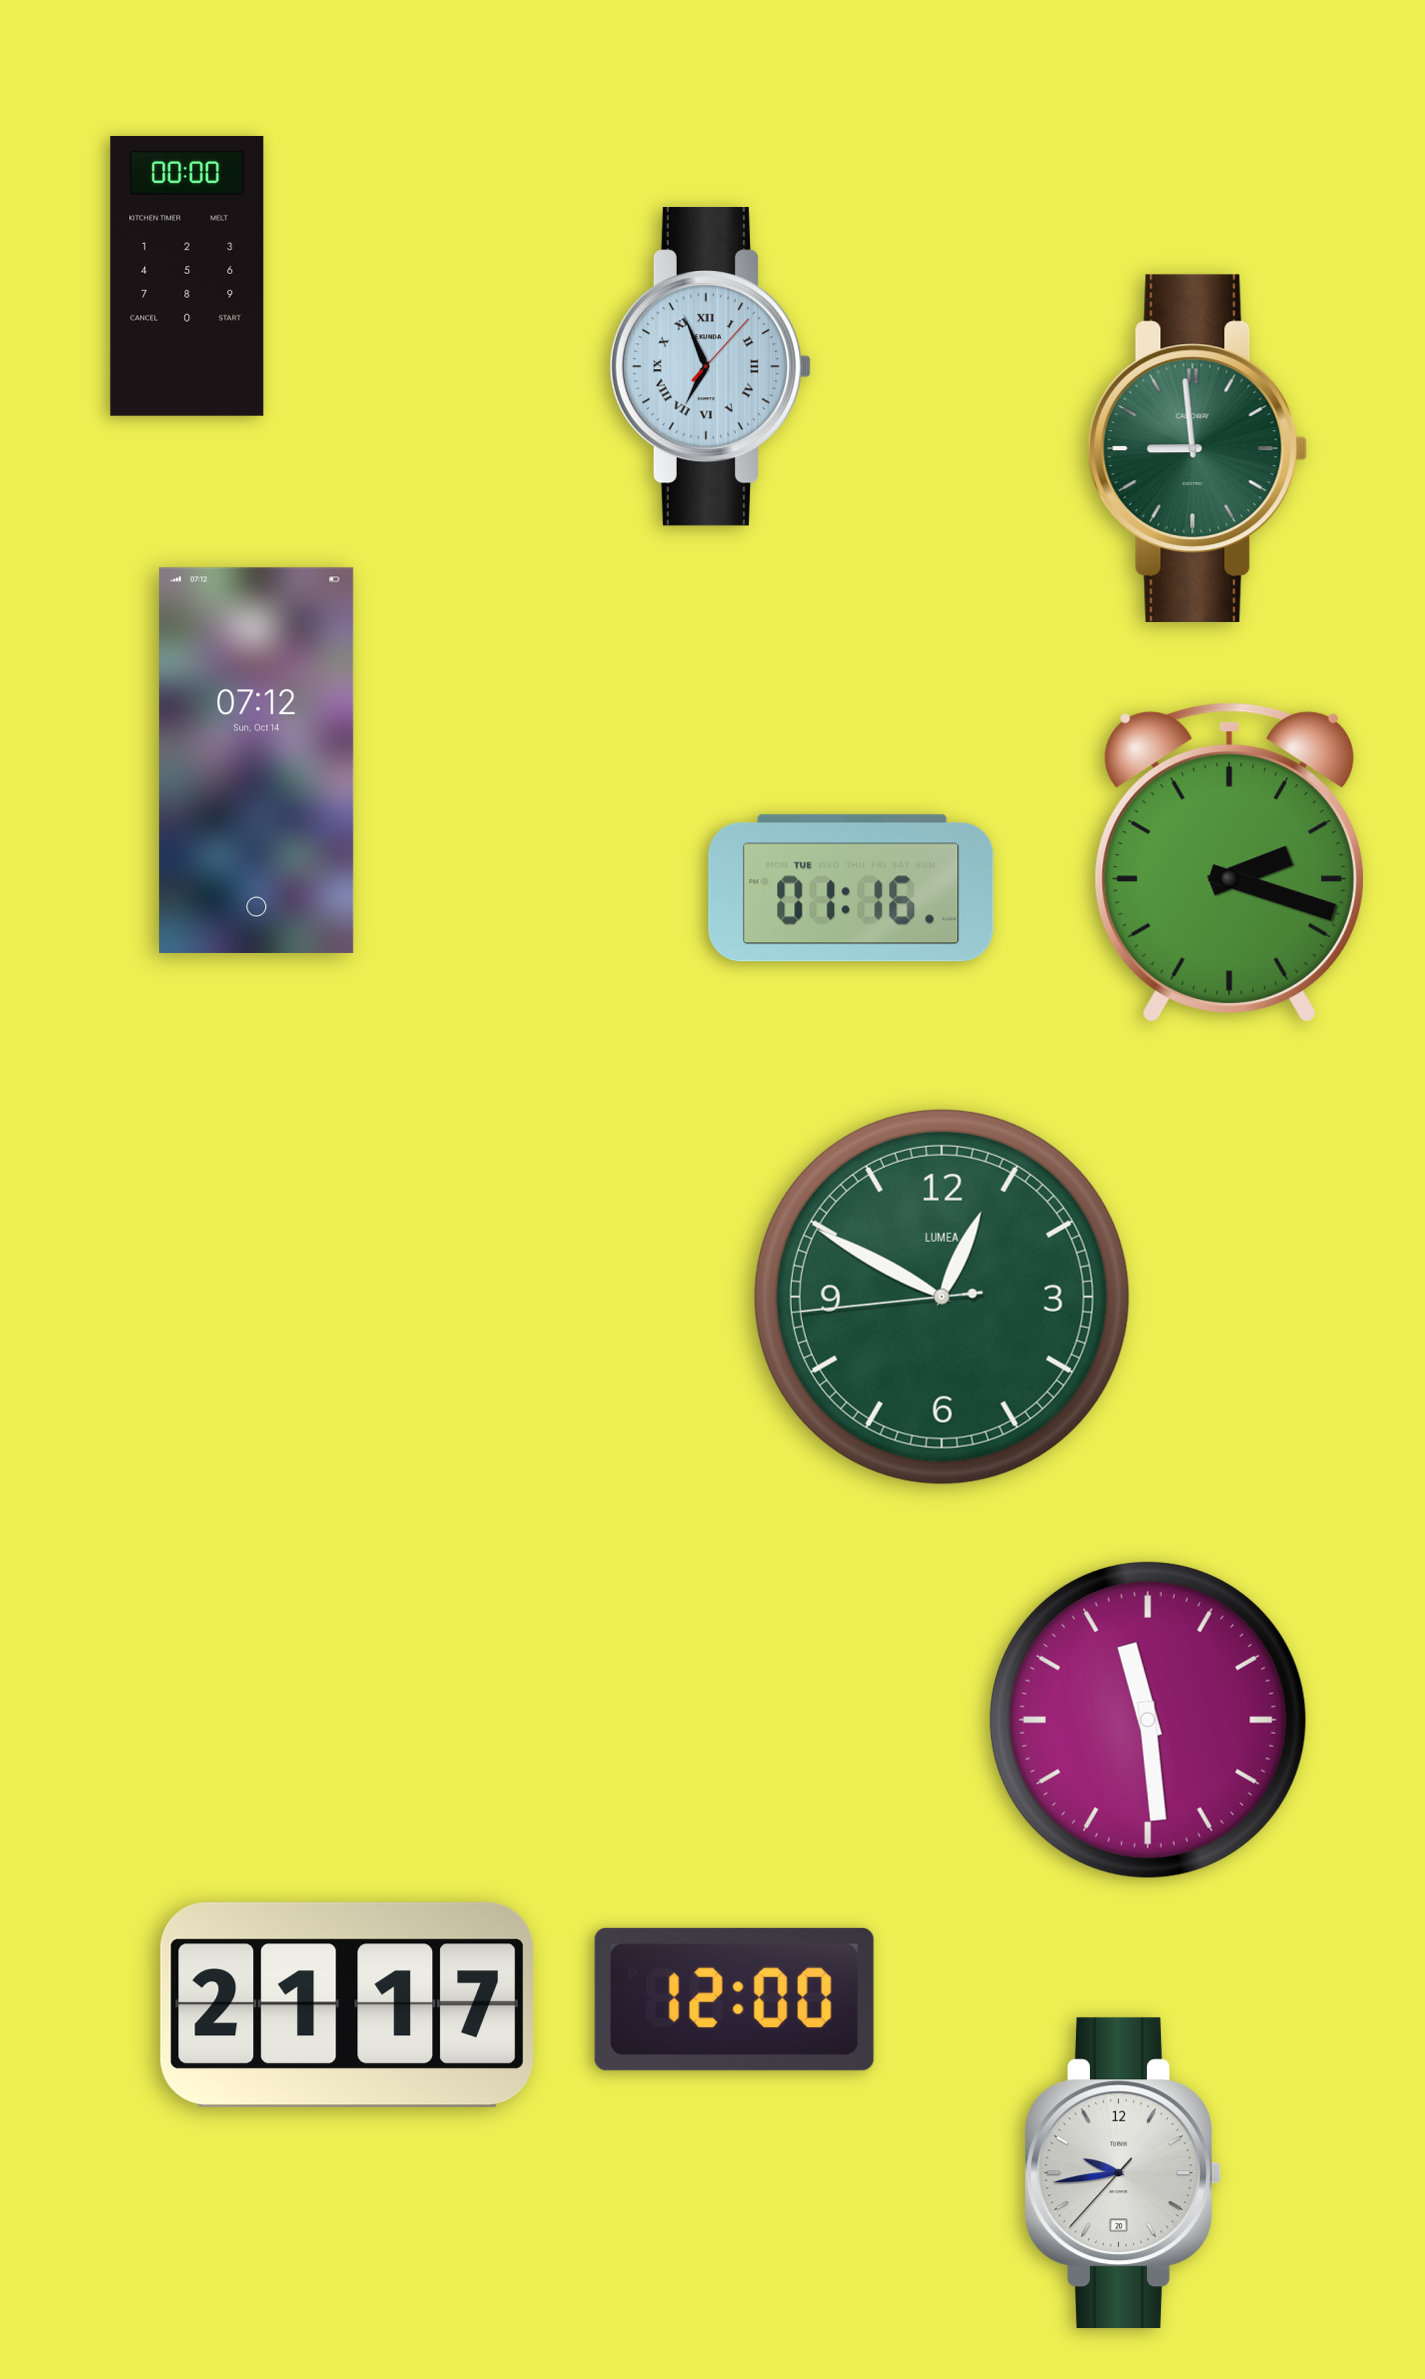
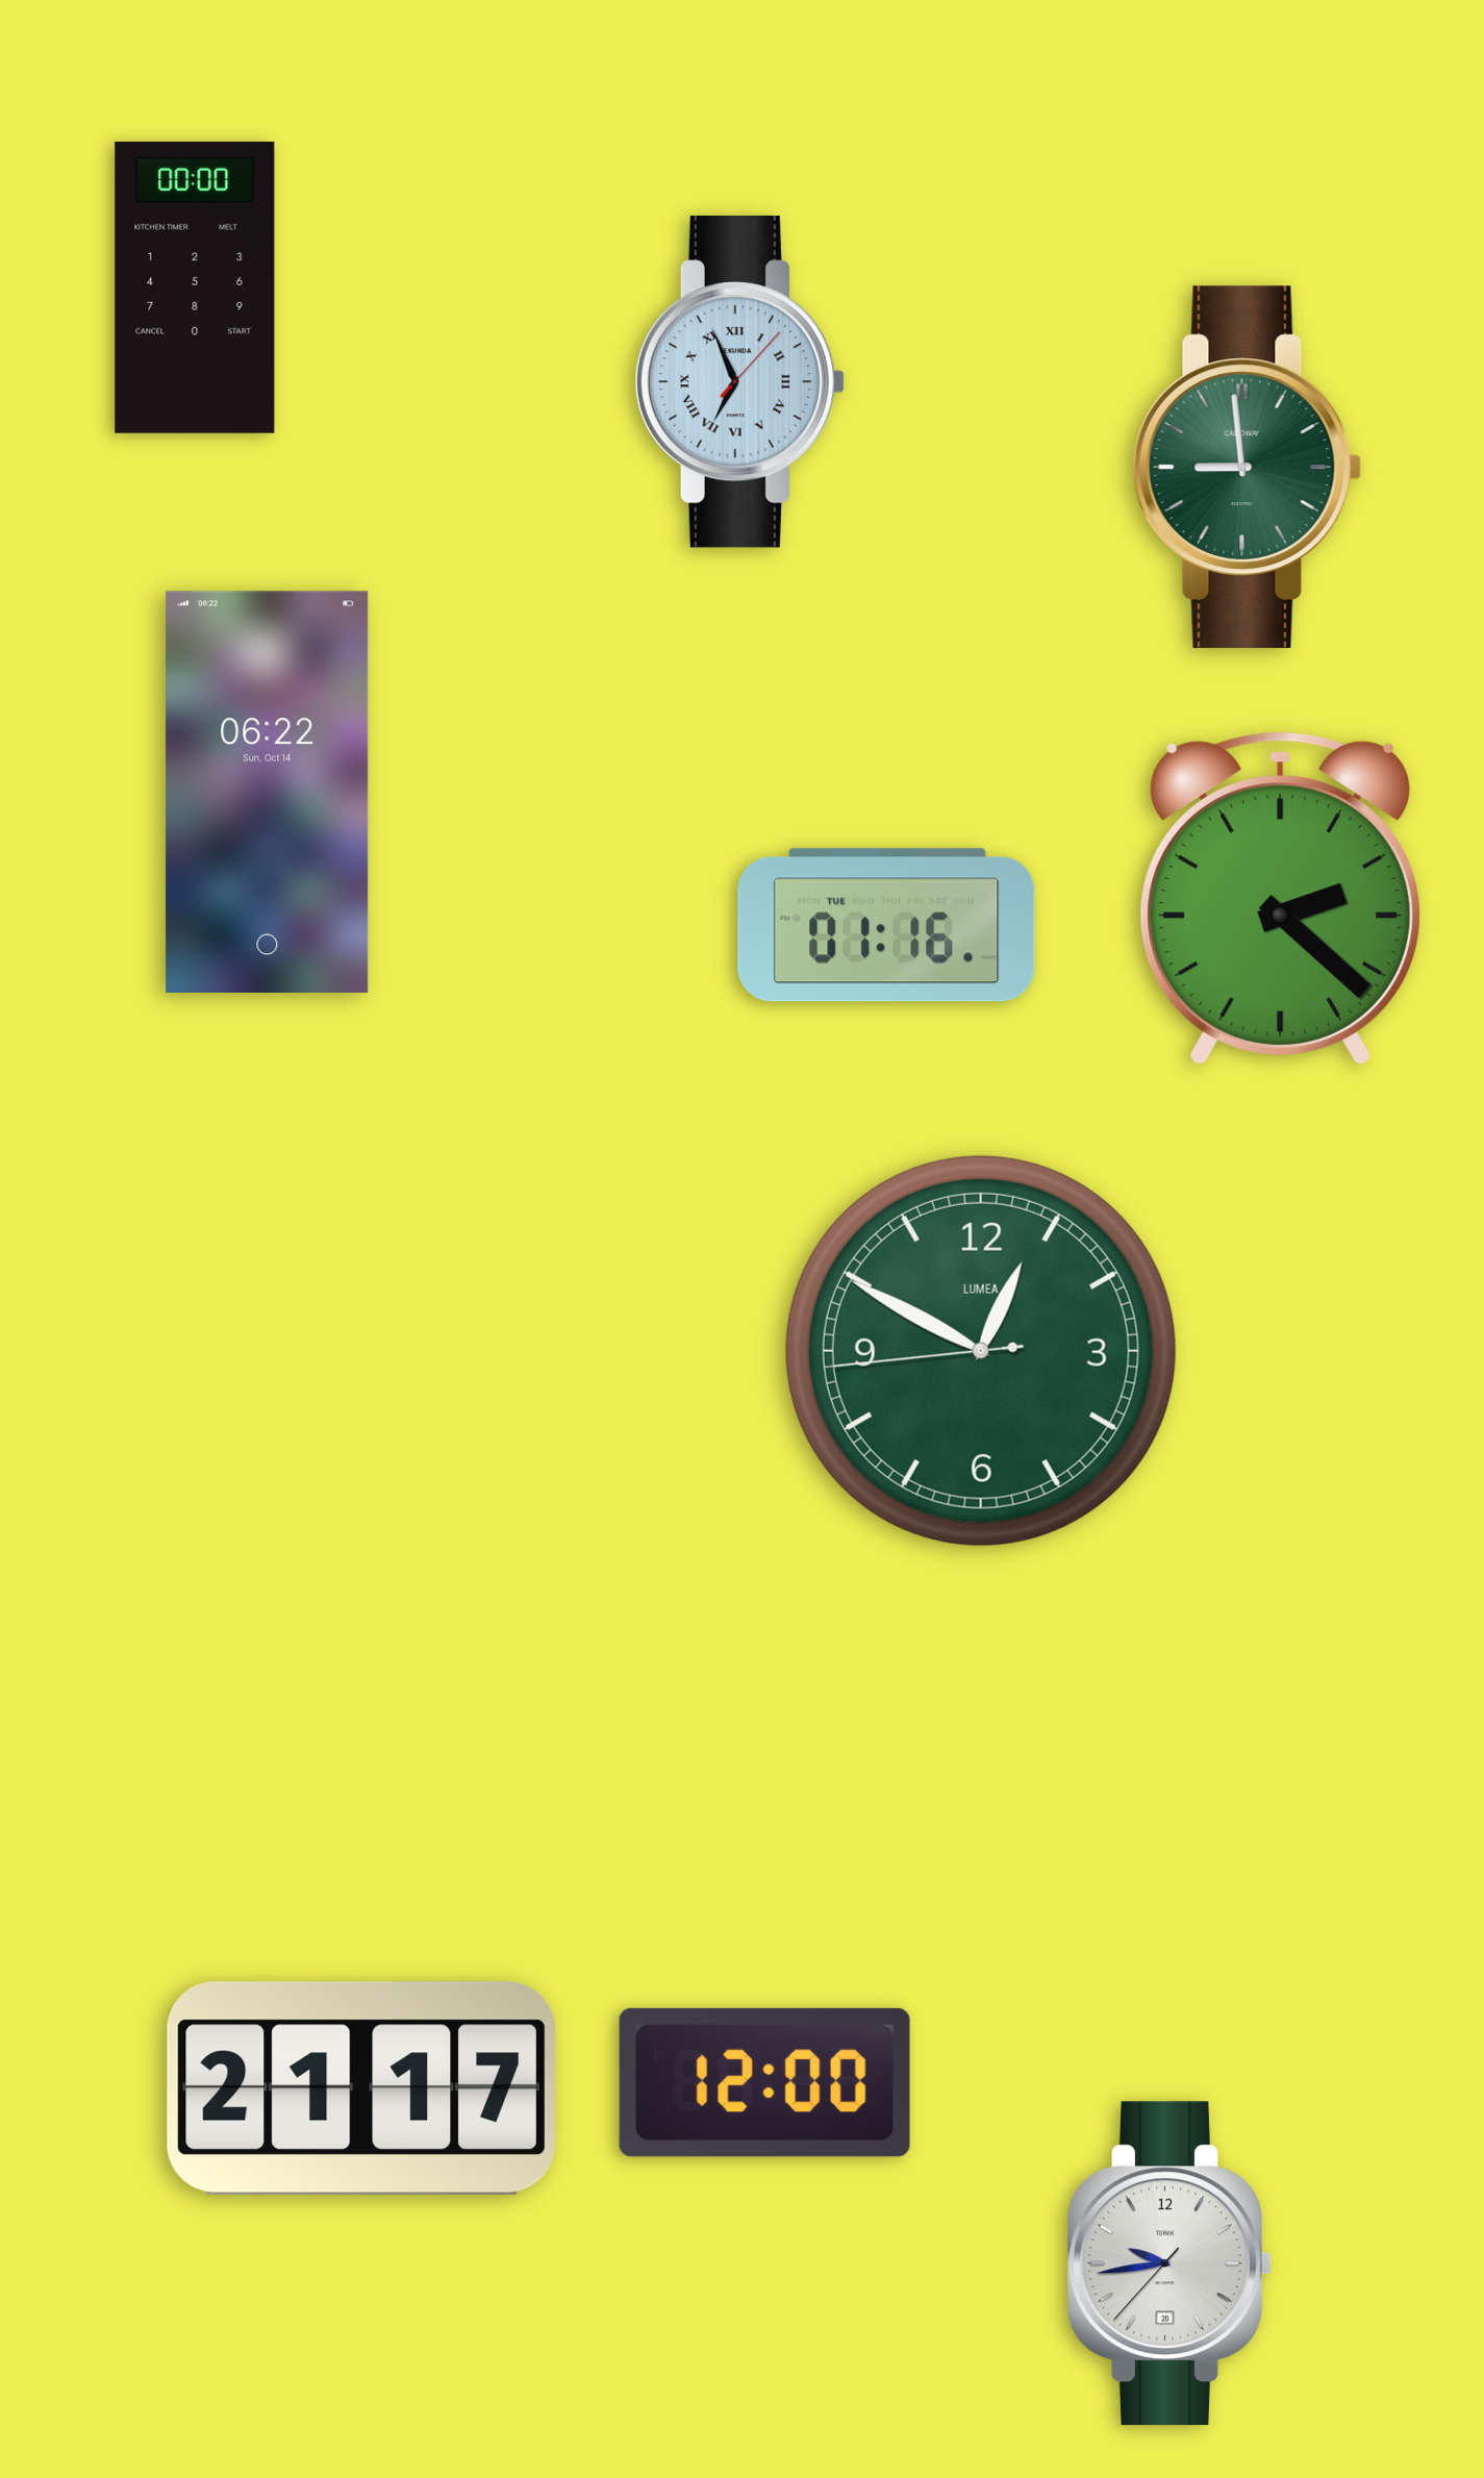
clock at (257, 760): 07:12 -> 06:22
clock at (1229, 862): 2:18 -> 2:22
clock at (1148, 1720): 11:29 -> none
